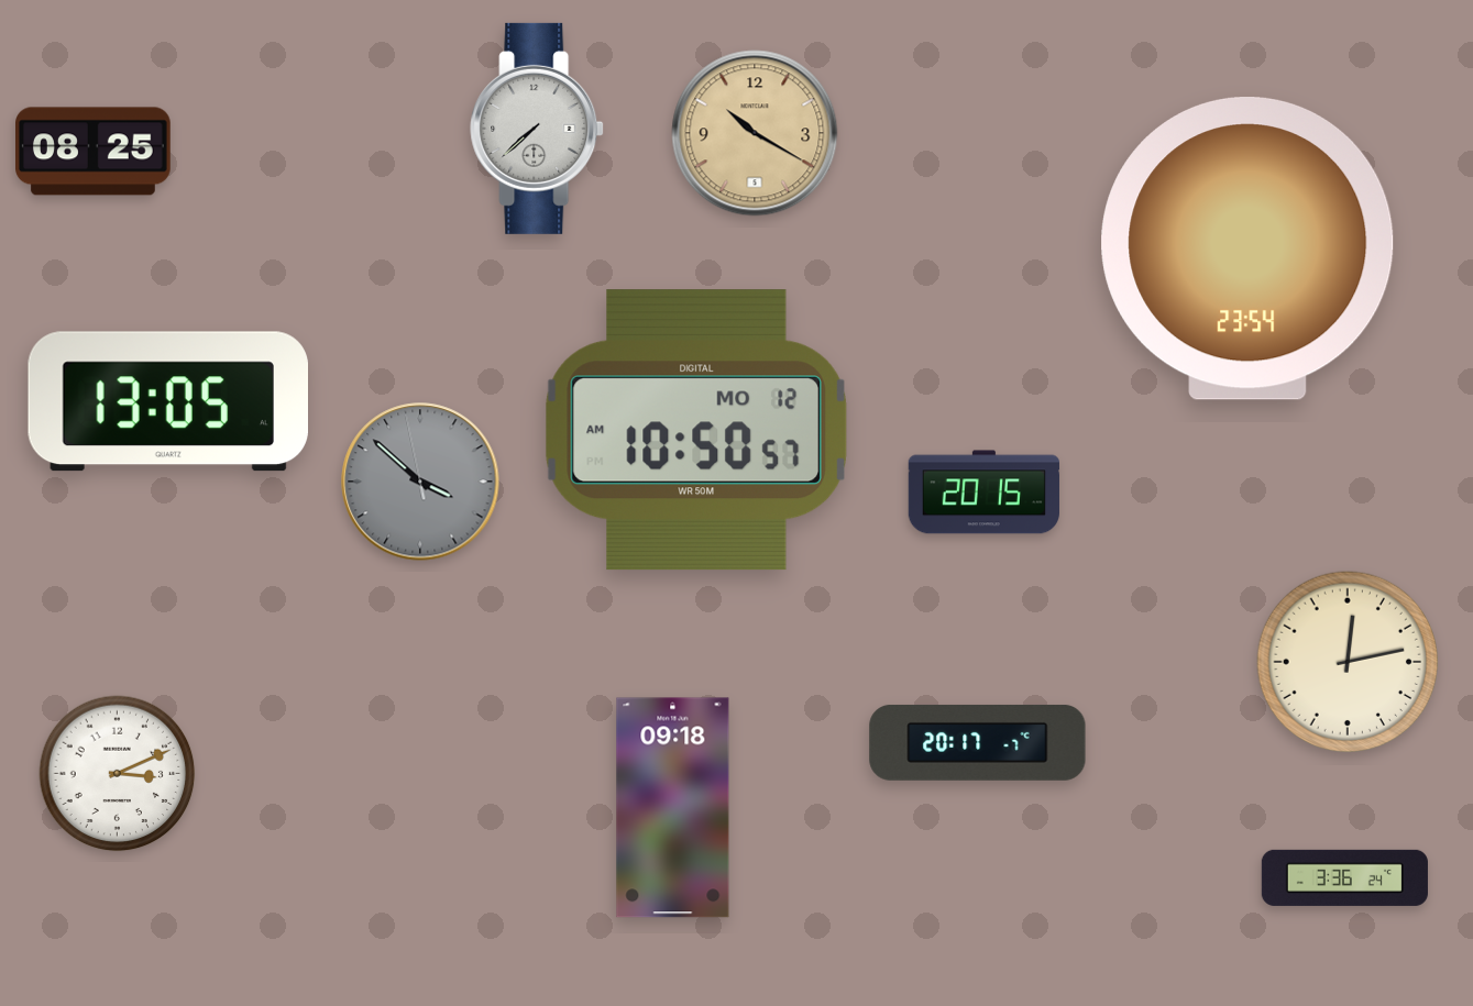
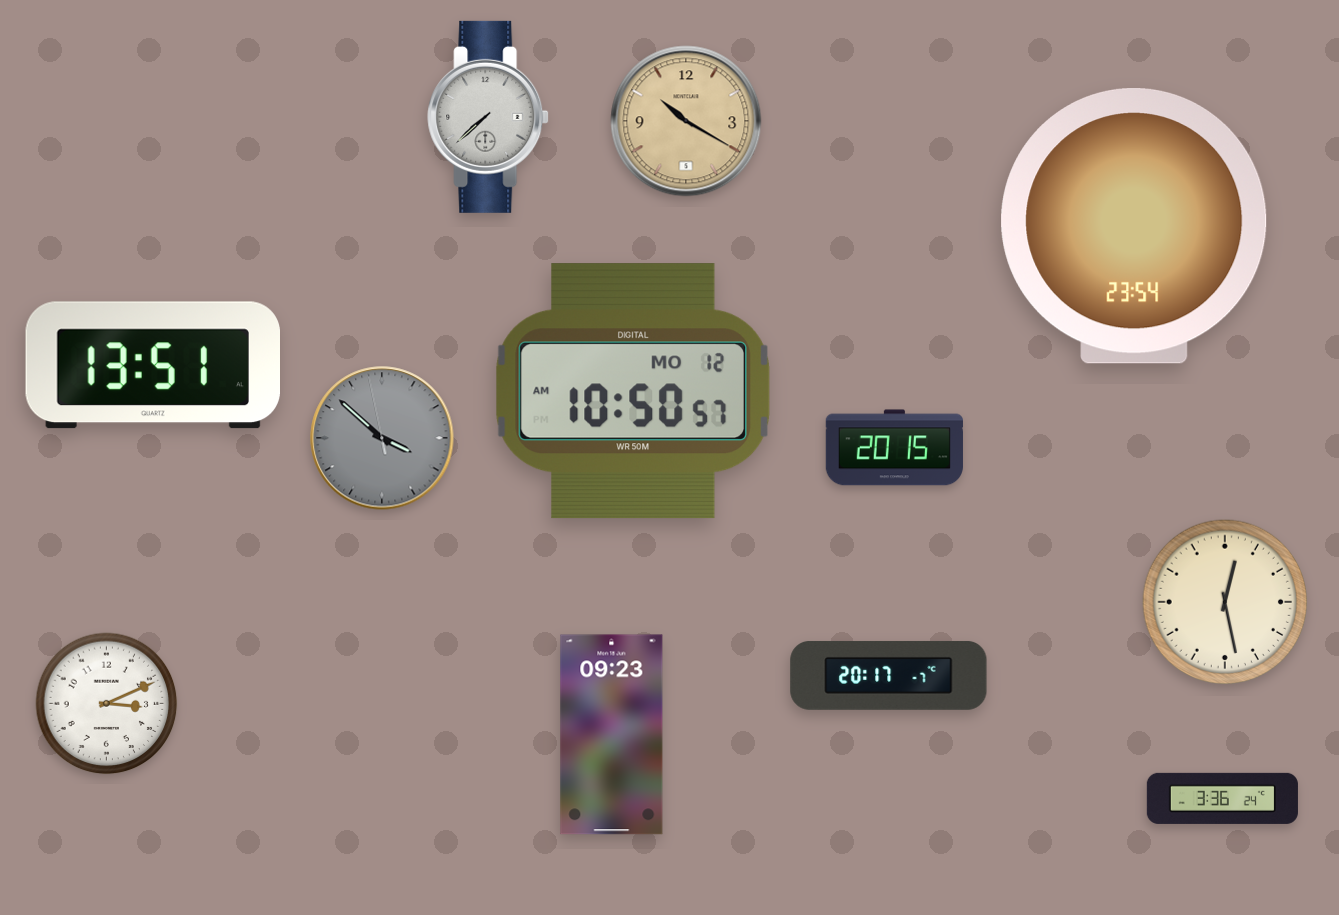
clock at (94, 152): 08:25 -> none
clock at (167, 401): 13:05 -> 13:51
clock at (1346, 661): 12:13 -> 12:28
clock at (673, 808): 09:18 -> 09:23
